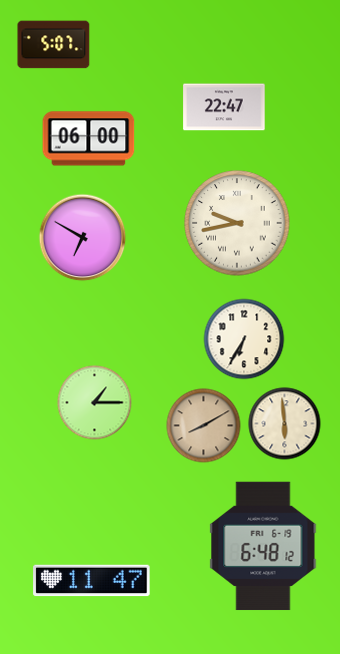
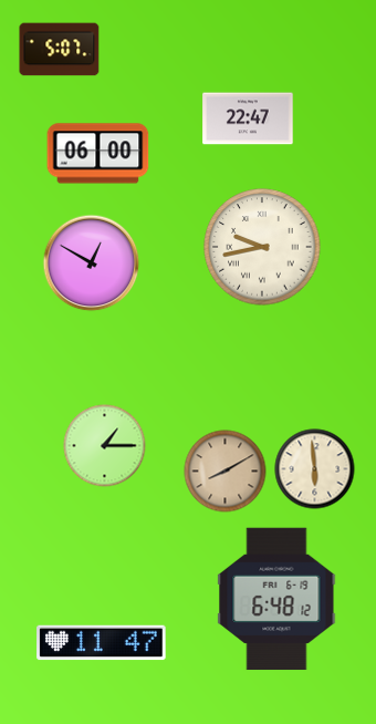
clock at (83, 238): 6:50 -> 12:50
clock at (244, 339): 6:35 -> none
clock at (263, 546) position: (263, 546) -> (276, 599)
